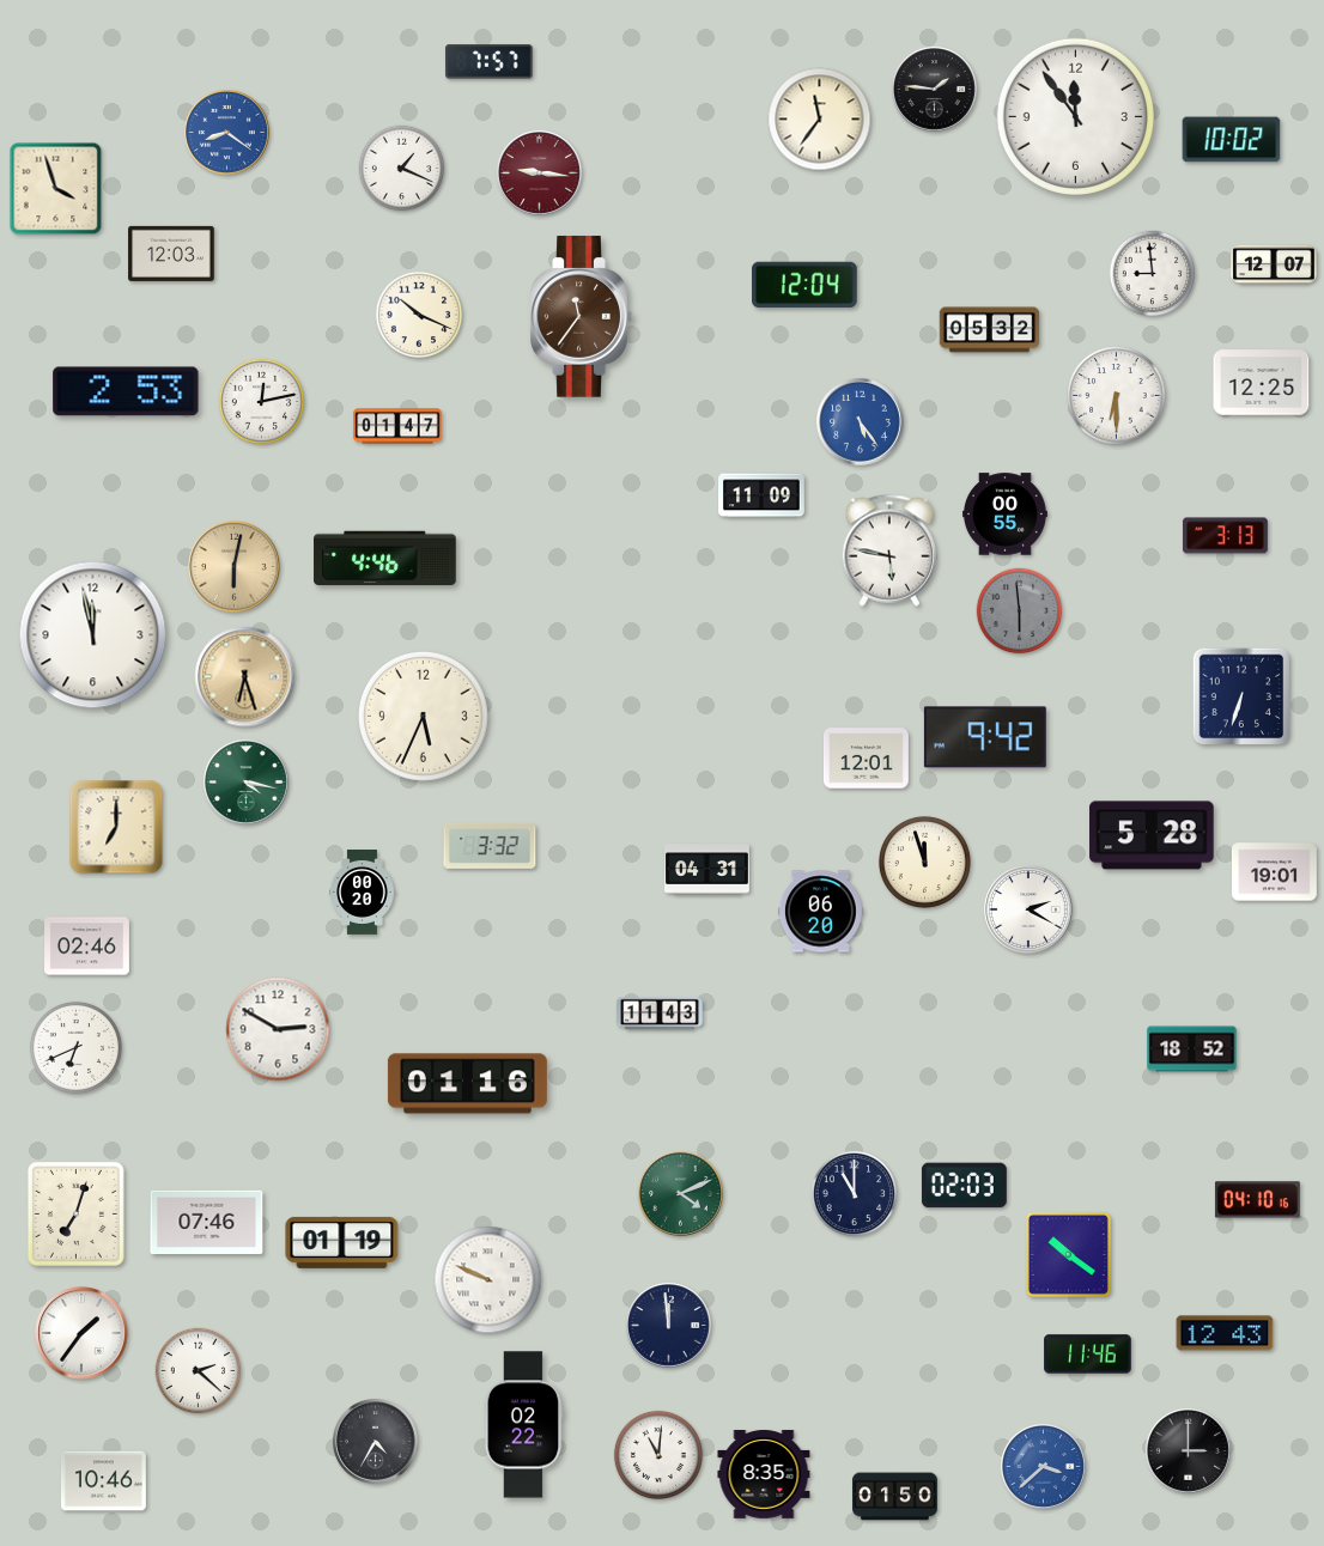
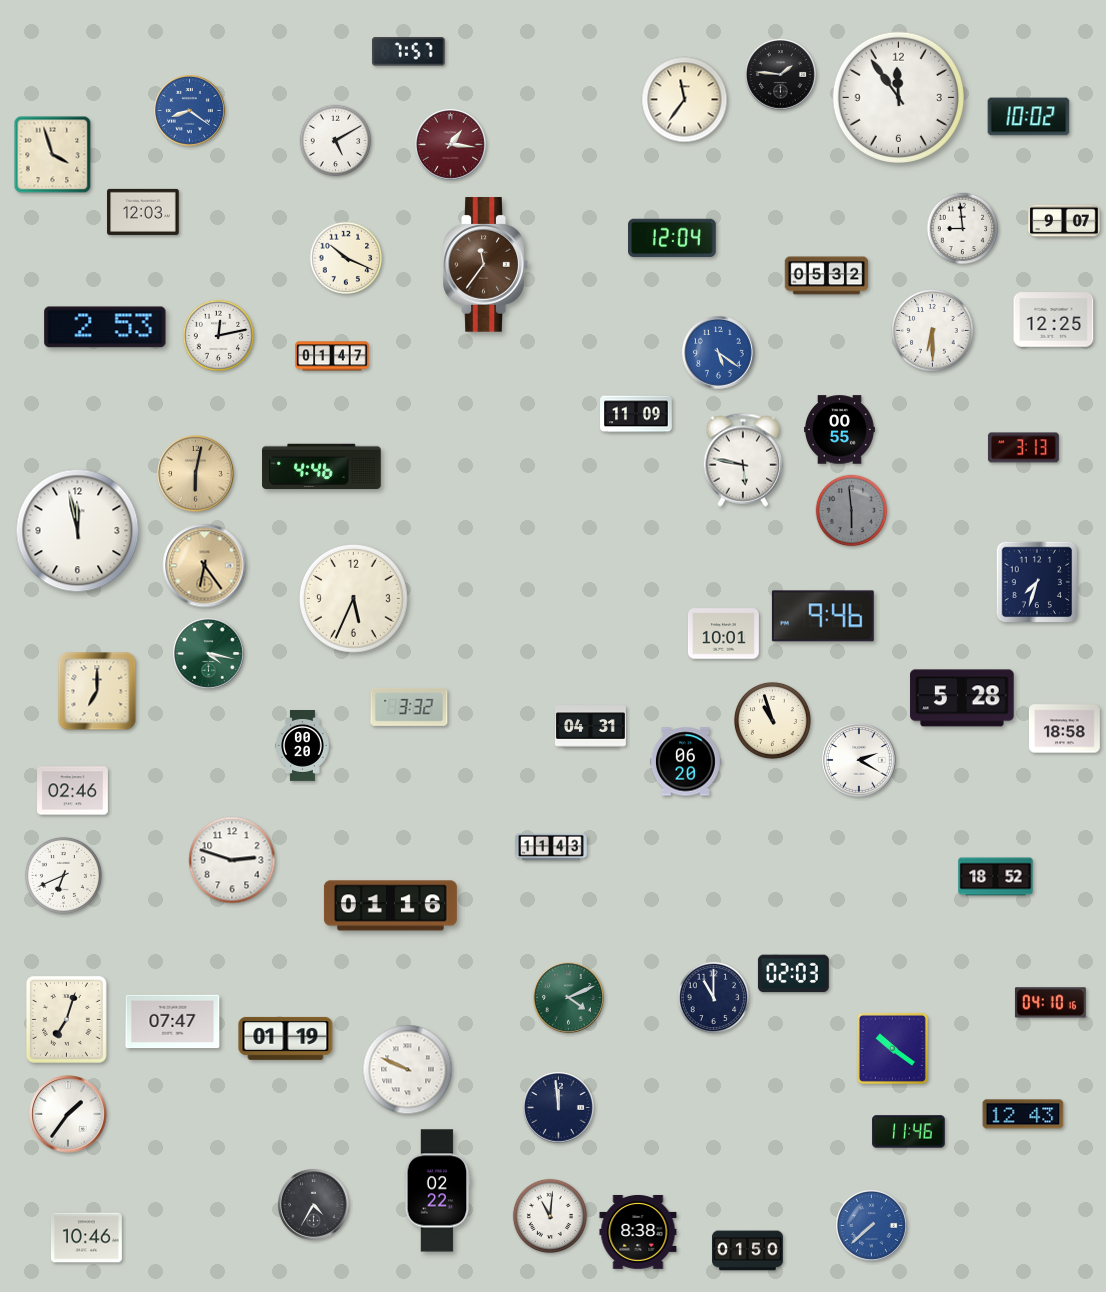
clock at (402, 169): 1:19 -> 5:10
clock at (539, 172): 9:16 -> 1:16
clock at (56, 189) position: (56, 189) -> (53, 155)
clock at (1274, 264): 12:07 -> 9:07
clock at (419, 315) position: (419, 315) -> (346, 258)
clock at (861, 422): 5:24 -> 5:21
clock at (245, 677): 6:27 -> 6:24
clock at (1241, 696): 6:33 -> 7:33
clock at (985, 737): 9:42 -> 9:46
clock at (867, 759): 12:01 -> 10:01
clock at (245, 781) position: (245, 781) -> (208, 653)
clock at (924, 862): 11:57 -> 10:57
clock at (1274, 872): 19:01 -> 18:58
clock at (278, 1029): 2:50 -> 2:48
clock at (964, 1186) position: (964, 1186) -> (793, 974)
clock at (75, 1213) position: (75, 1213) -> (66, 1019)
clock at (207, 1223): 07:46 -> 07:47
clock at (199, 1371): 2:22 -> none
clock at (1188, 1450): 3:00 -> none
clock at (1043, 1466): 3:38 -> 7:38
clock at (764, 1474): 8:35 -> 8:38
